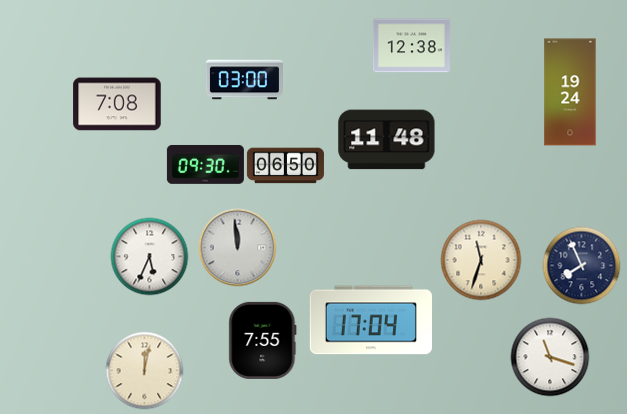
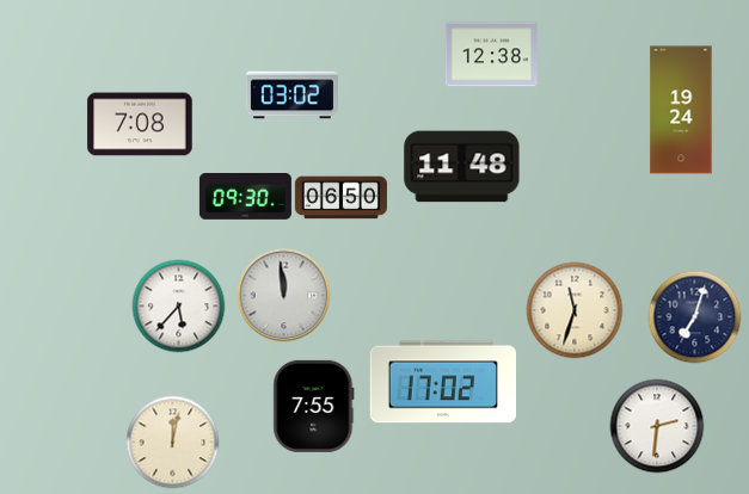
clock at (244, 80): 03:00 -> 03:02
clock at (149, 256): 5:34 -> 5:37
clock at (581, 265): 7:56 -> 7:03
clock at (370, 320): 17:04 -> 17:02
clock at (550, 357): 11:18 -> 2:31
